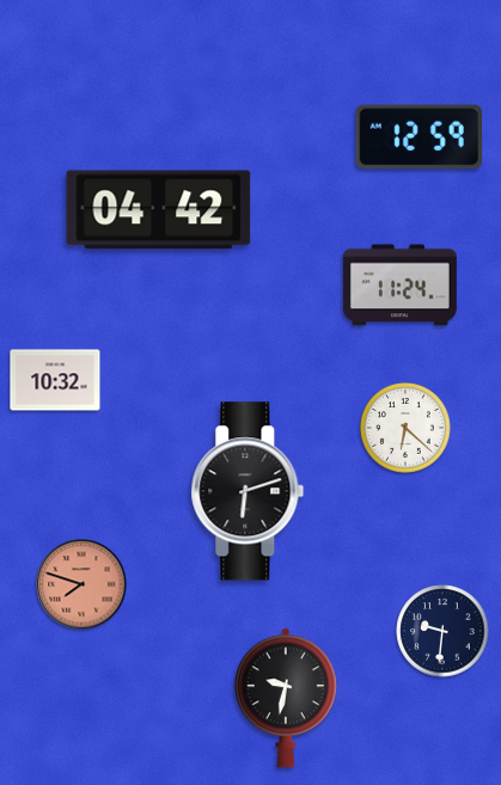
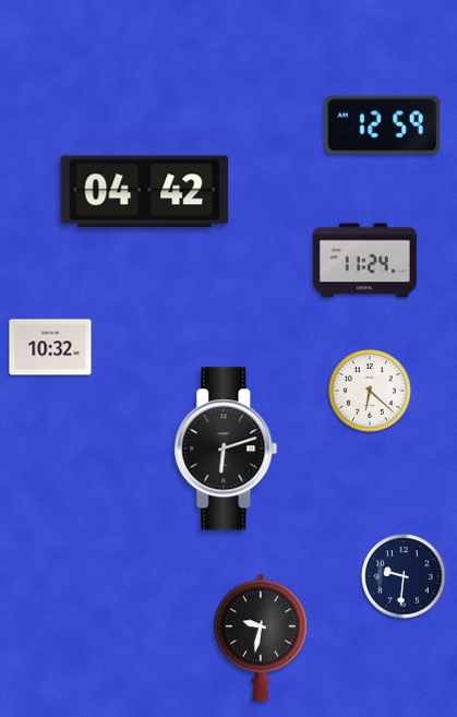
clock at (81, 584): 7:48 -> none
